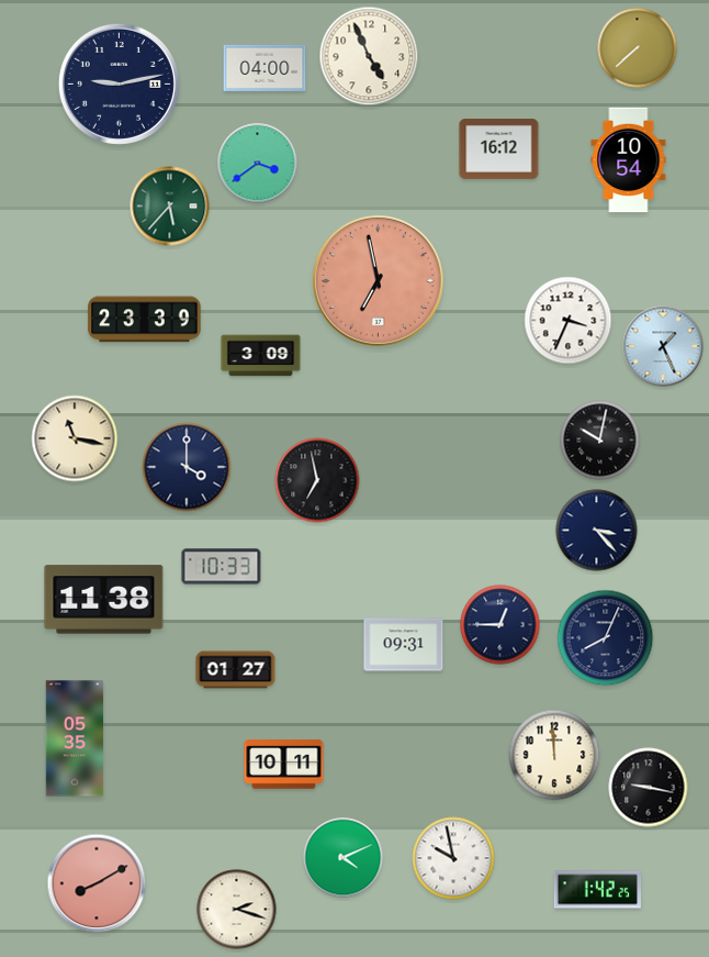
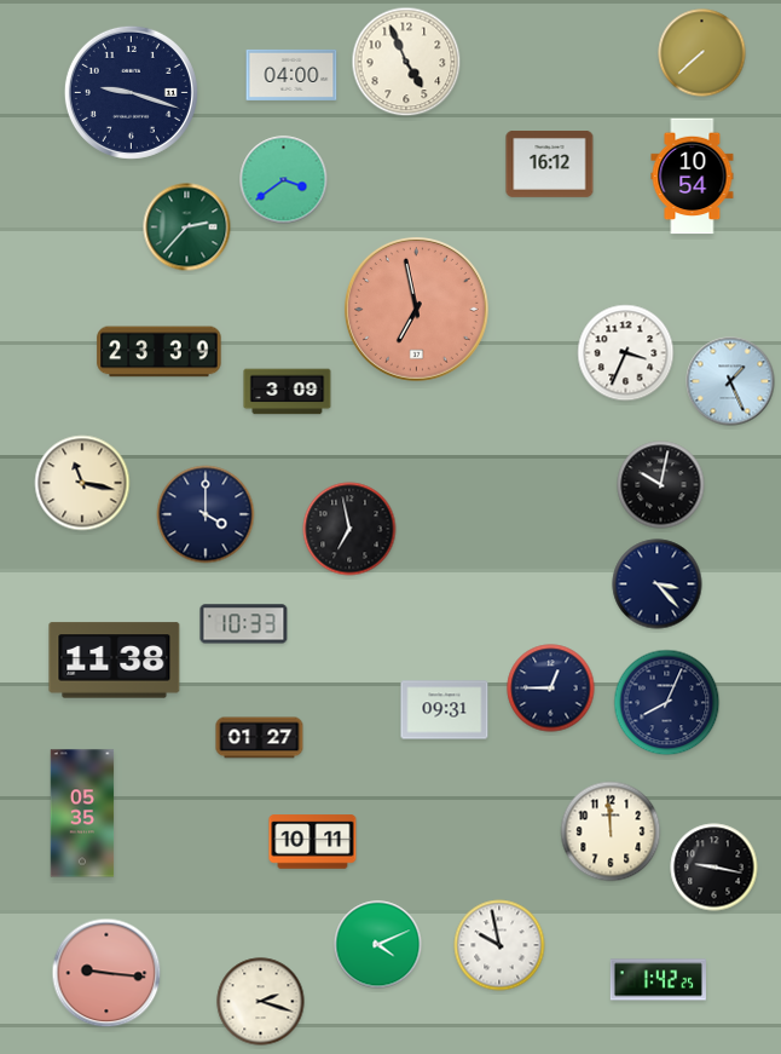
clock at (119, 84): 9:13 -> 9:18
clock at (170, 207): 5:37 -> 2:37
clock at (97, 883): 8:10 -> 9:16
